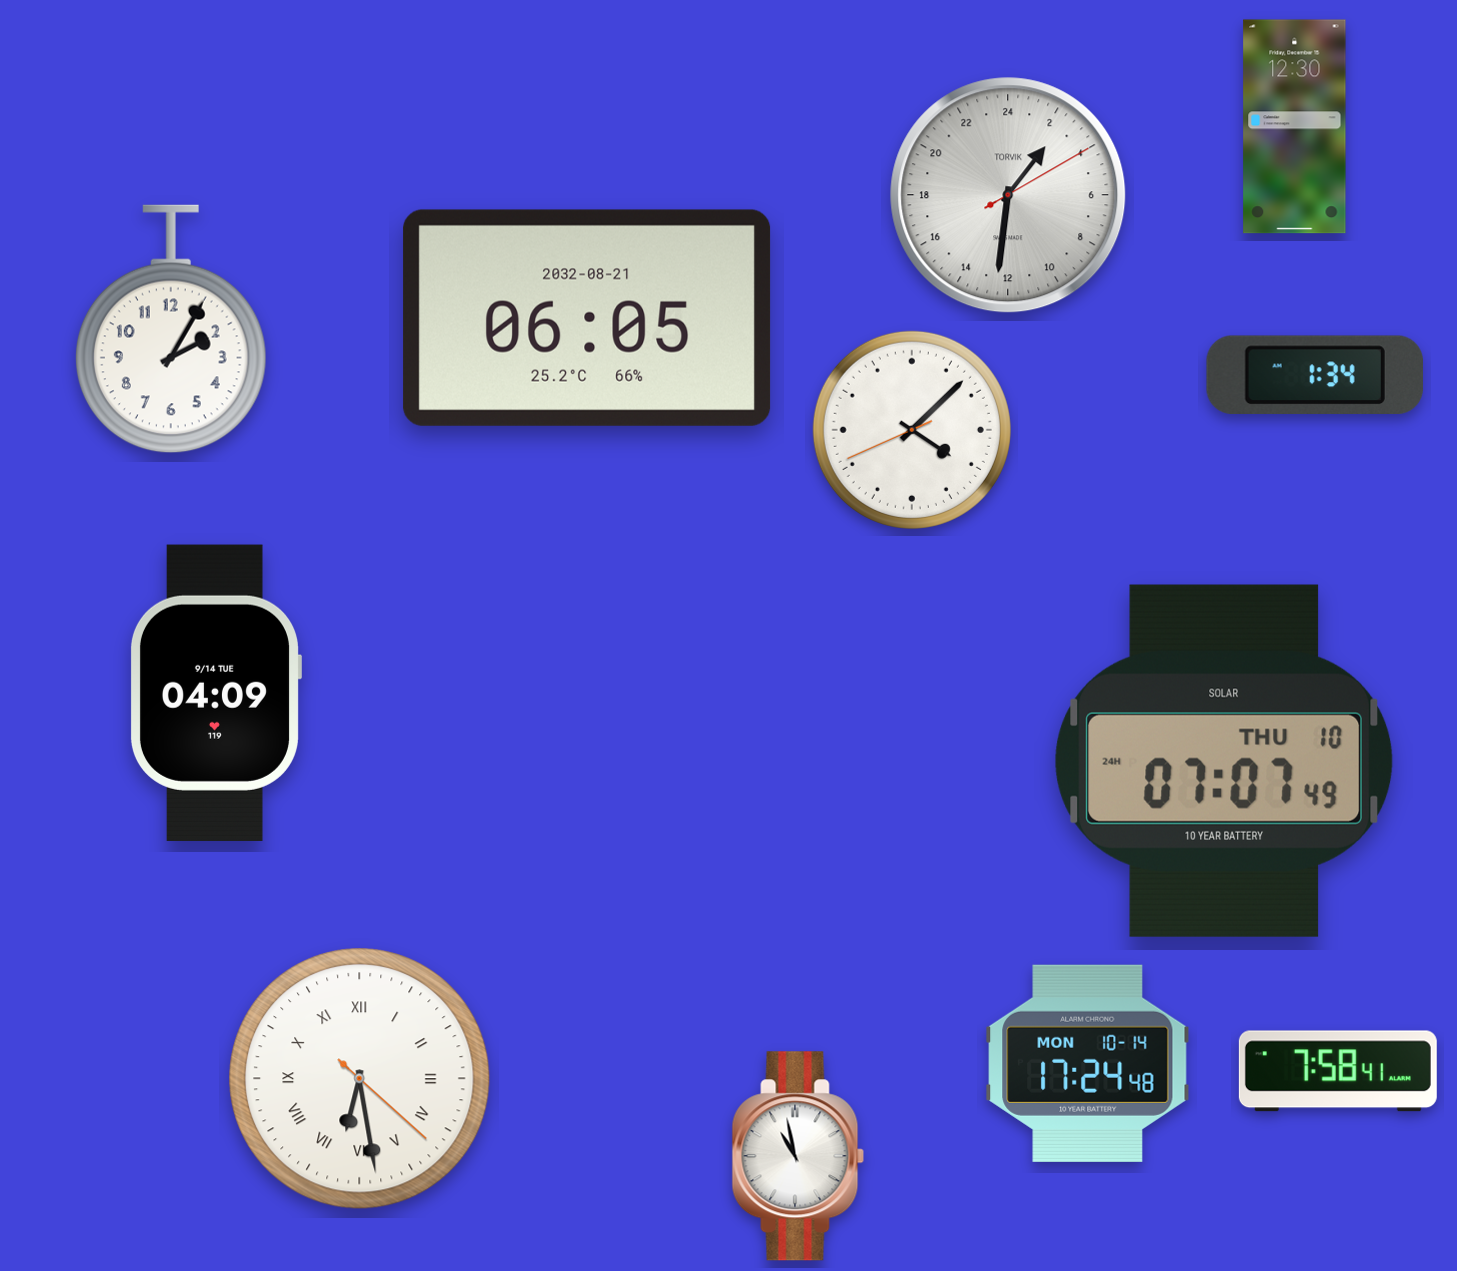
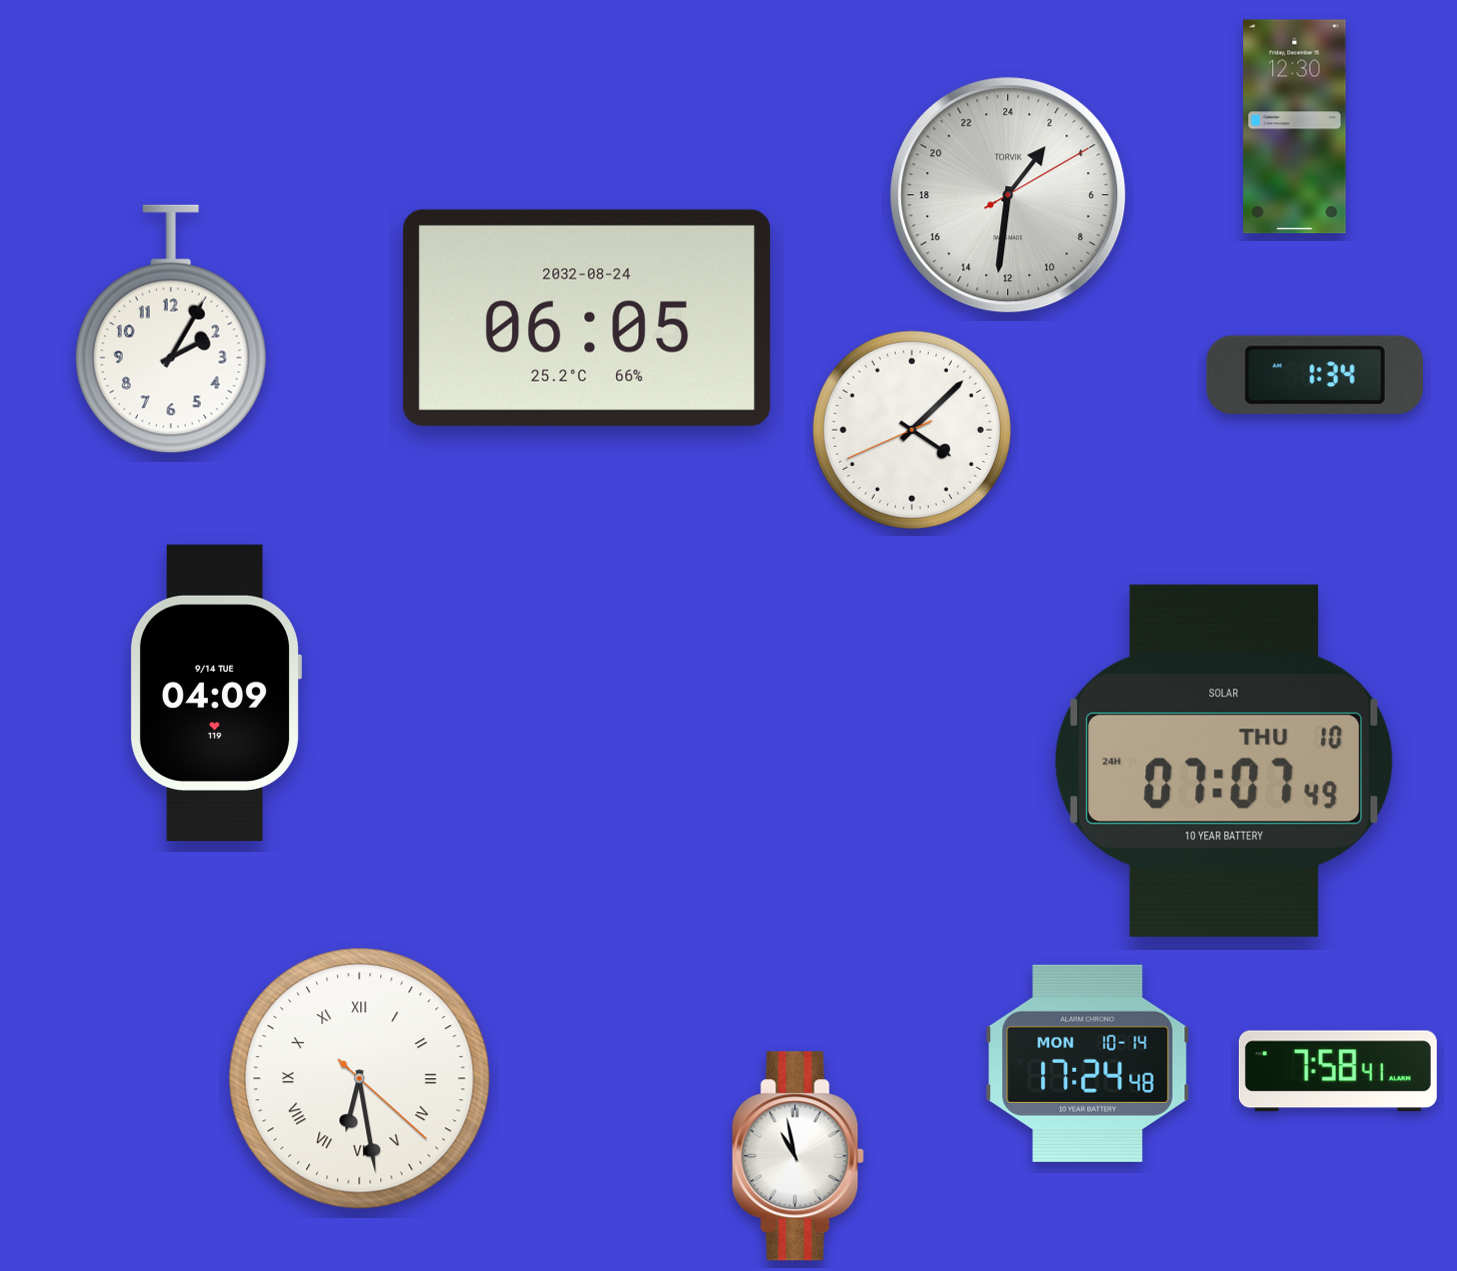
clock at (587, 318) date: 2032-08-21 -> 2032-08-24
